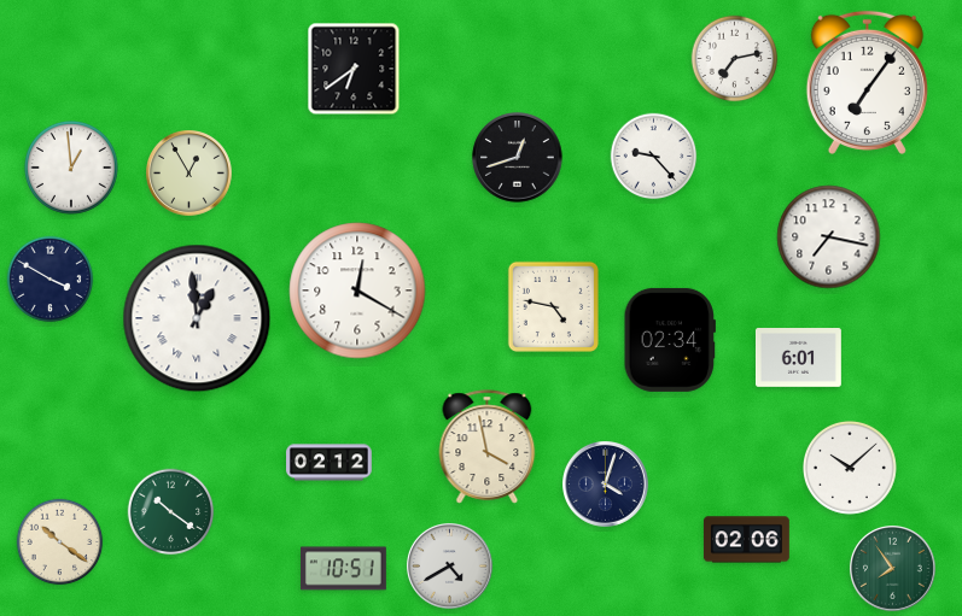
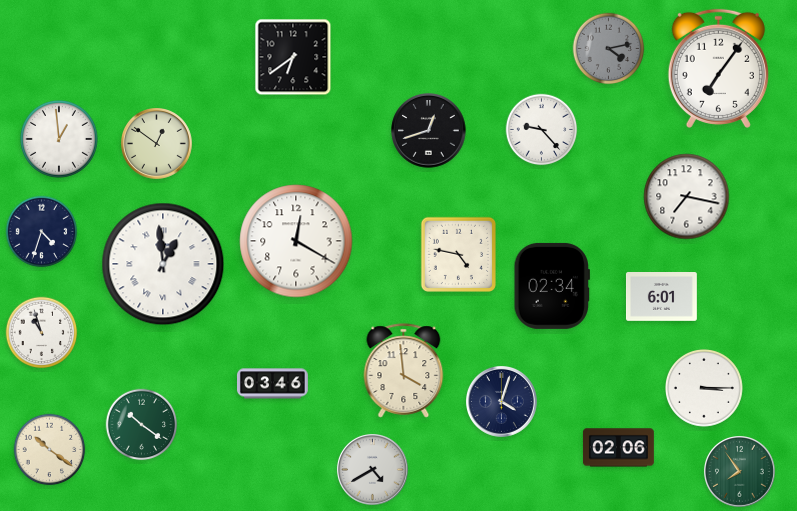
clock at (735, 59): 7:13 -> 4:13
clock at (735, 59) dial: white -> grey
clock at (190, 174): 12:55 -> 12:51
clock at (51, 280): 3:50 -> 4:33
clock at (670, 340) position: (670, 340) -> (552, 286)
clock at (42, 333): none -> 10:57
clock at (488, 447): 3:58 -> 3:59
clock at (330, 463): 02:12 -> 03:46
clock at (851, 469): 10:08 -> 3:15
clock at (343, 569): 10:51 -> none
